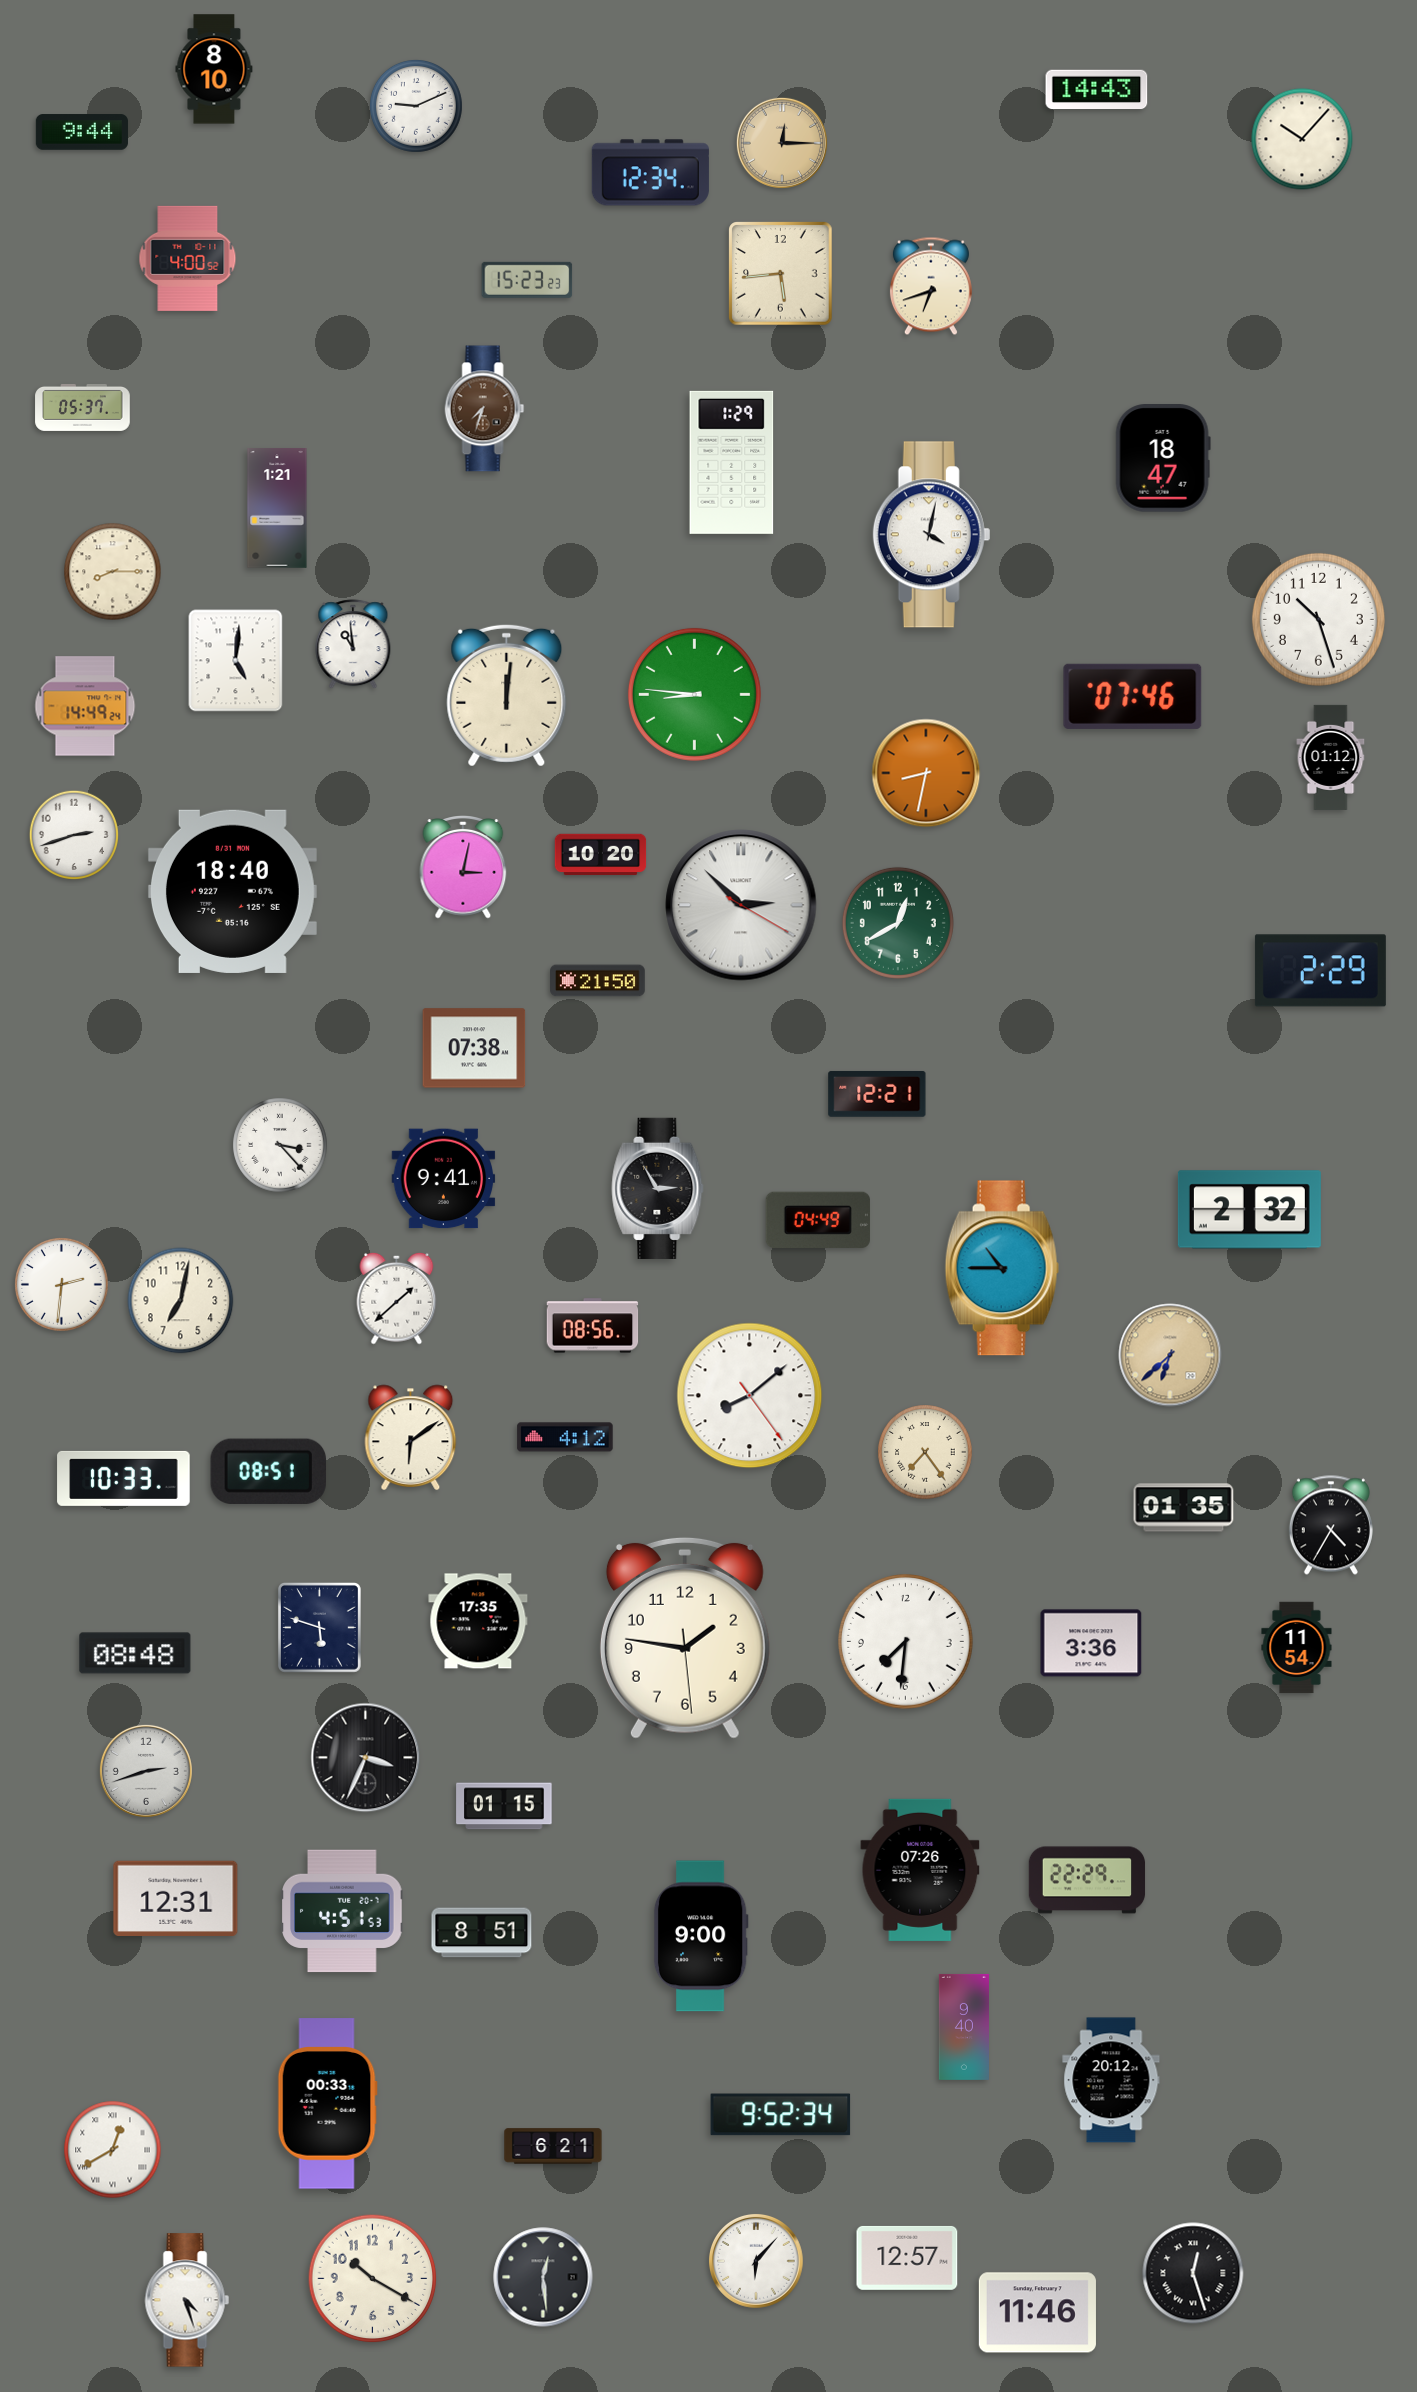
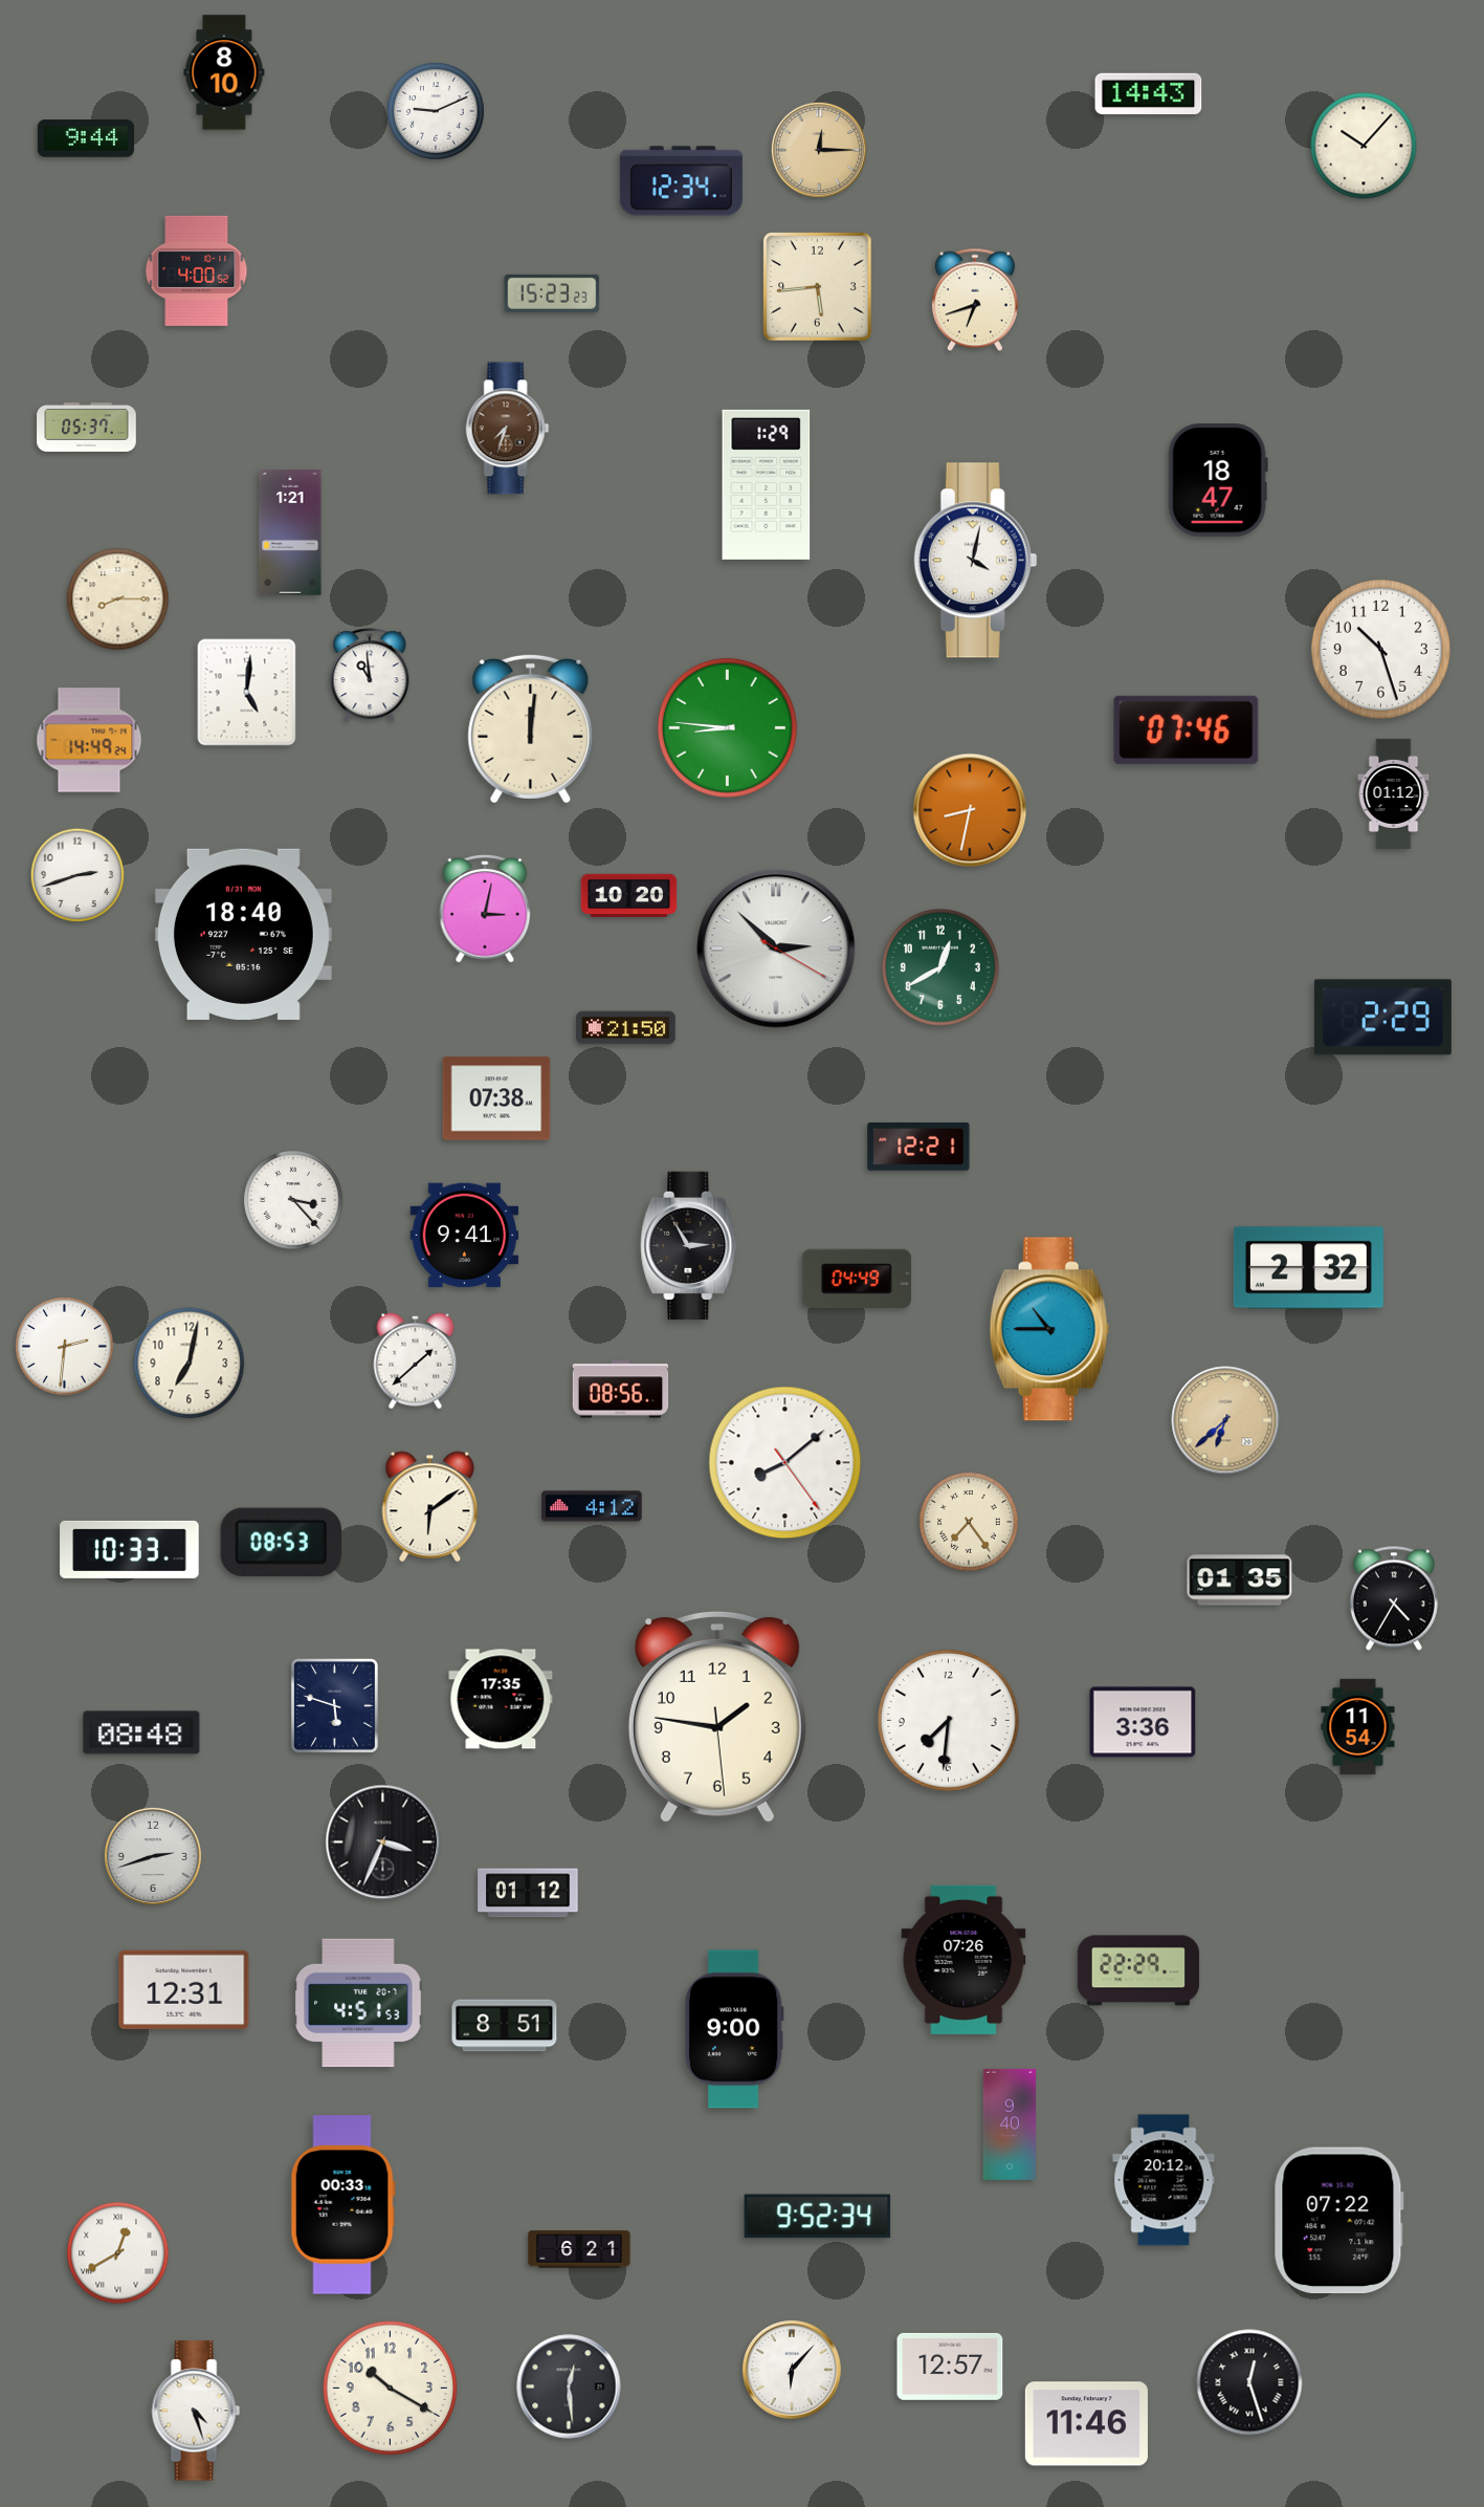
clock at (268, 1471): 08:51 -> 08:53
clock at (504, 1806): 01:15 -> 01:12
clock at (1338, 2221): none -> 07:22
